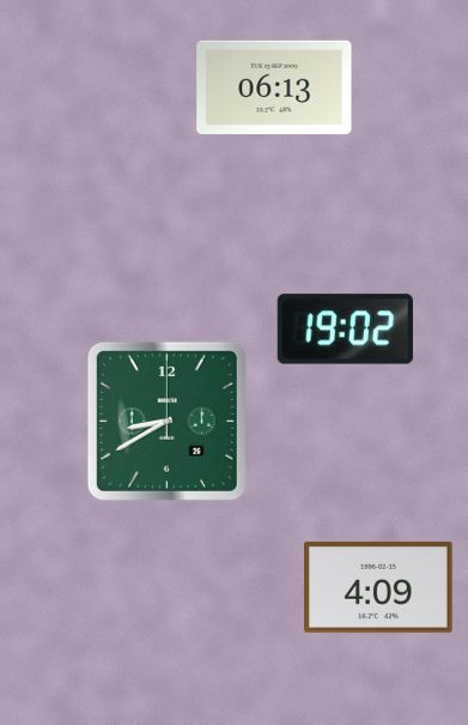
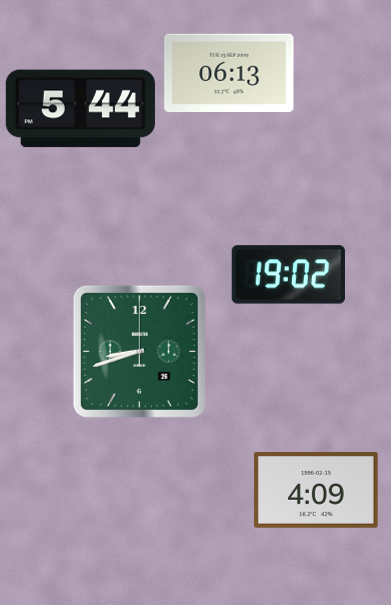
clock at (80, 109): none -> 5:44
clock at (166, 421): 8:40 -> 8:42
